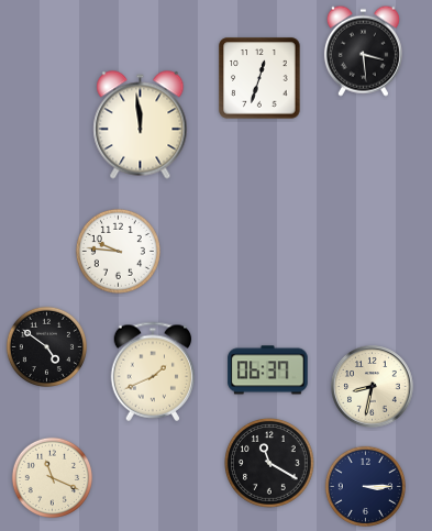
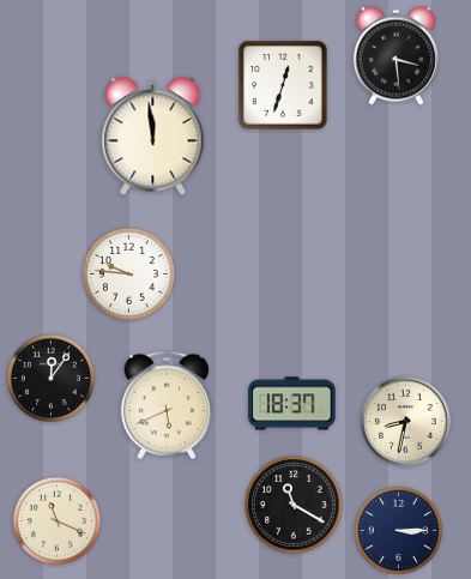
clock at (46, 346): 4:51 -> 12:06
clock at (268, 370): 06:37 -> 18:37
clock at (153, 372): 1:41 -> 5:41
